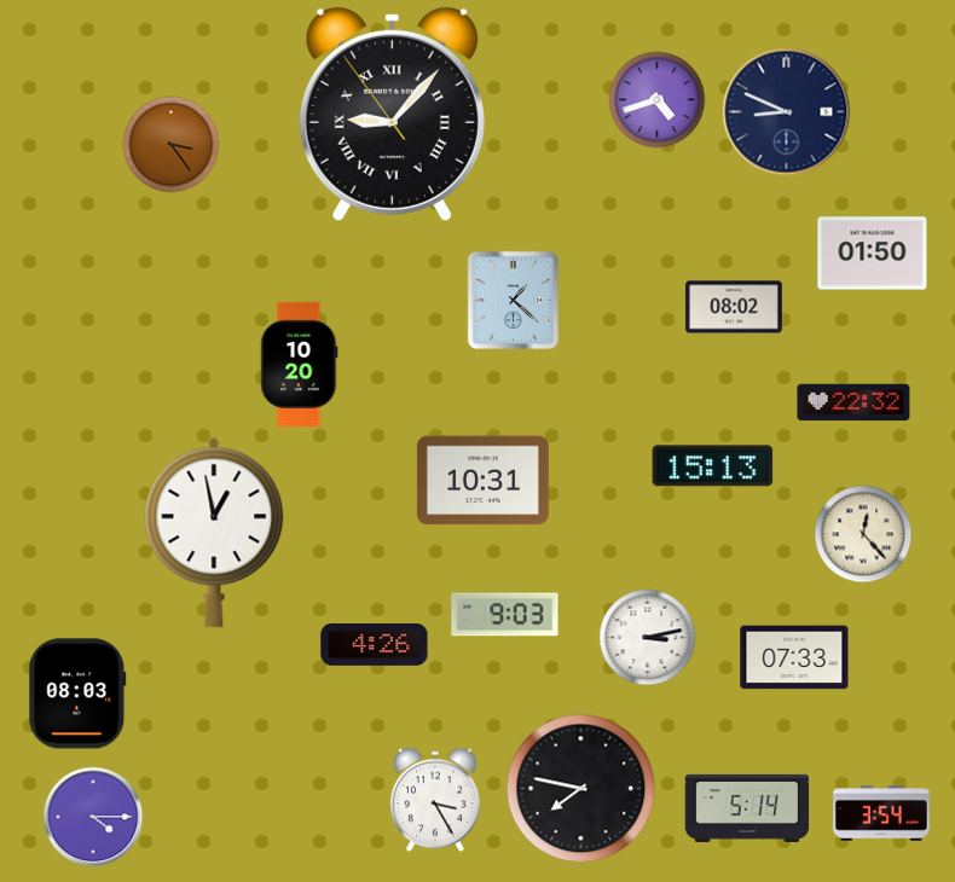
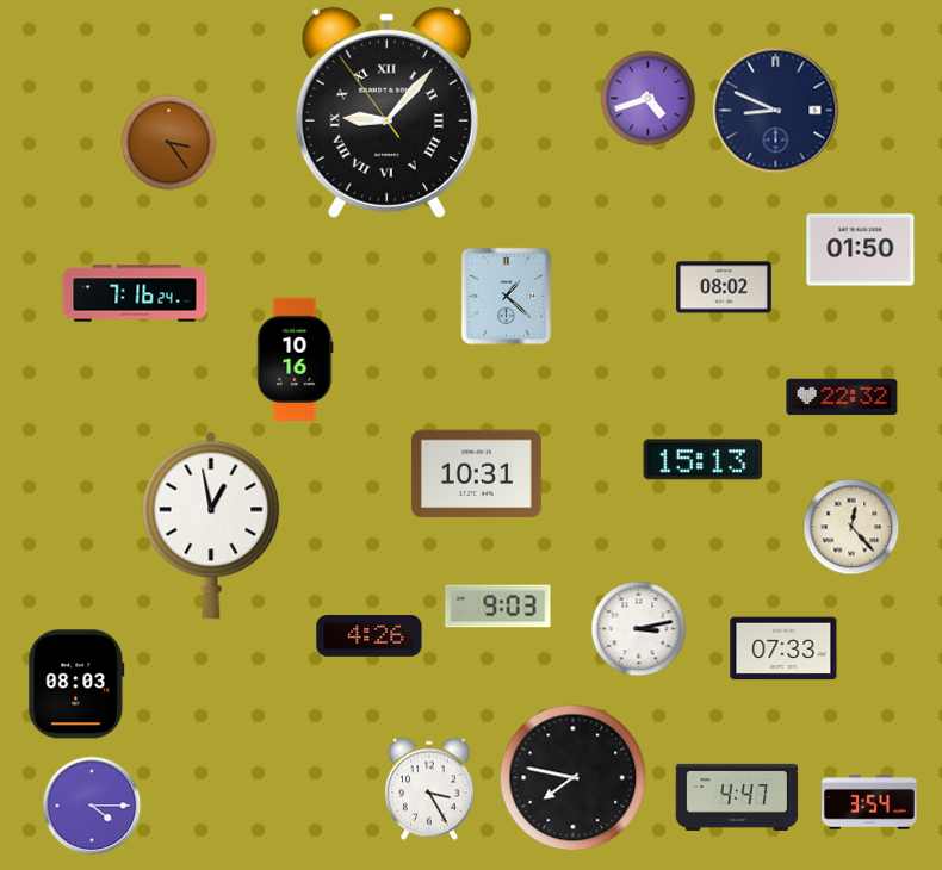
clock at (135, 293): none -> 7:16
clock at (734, 307) position: (734, 307) -> (724, 287)
clock at (300, 365): 10:20 -> 10:16
clock at (747, 808): 5:14 -> 4:47
